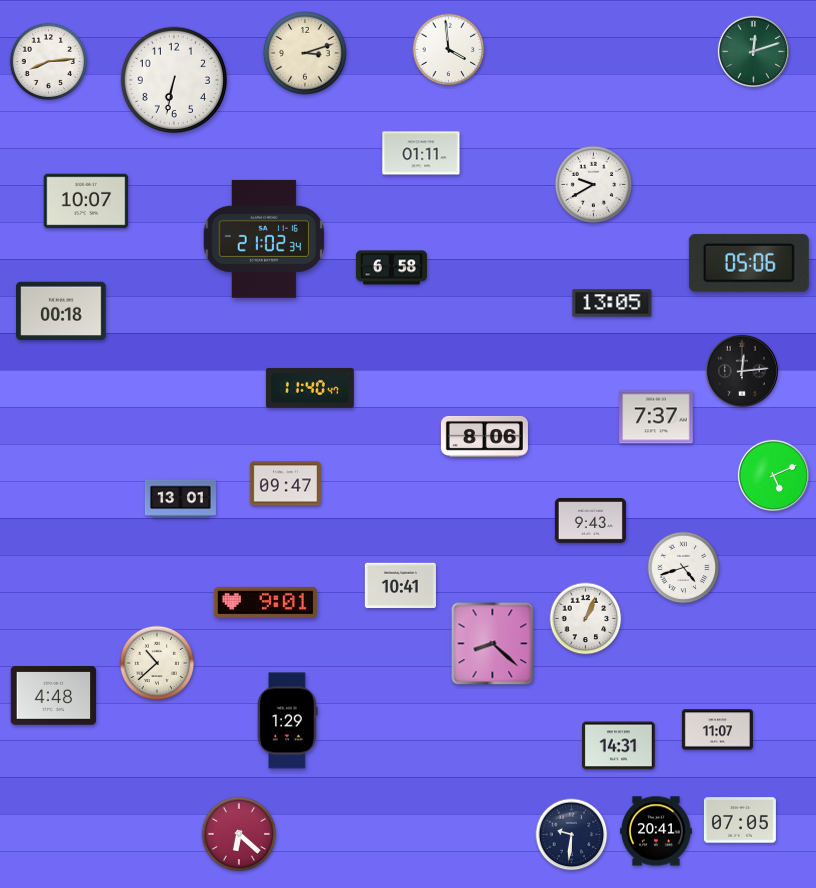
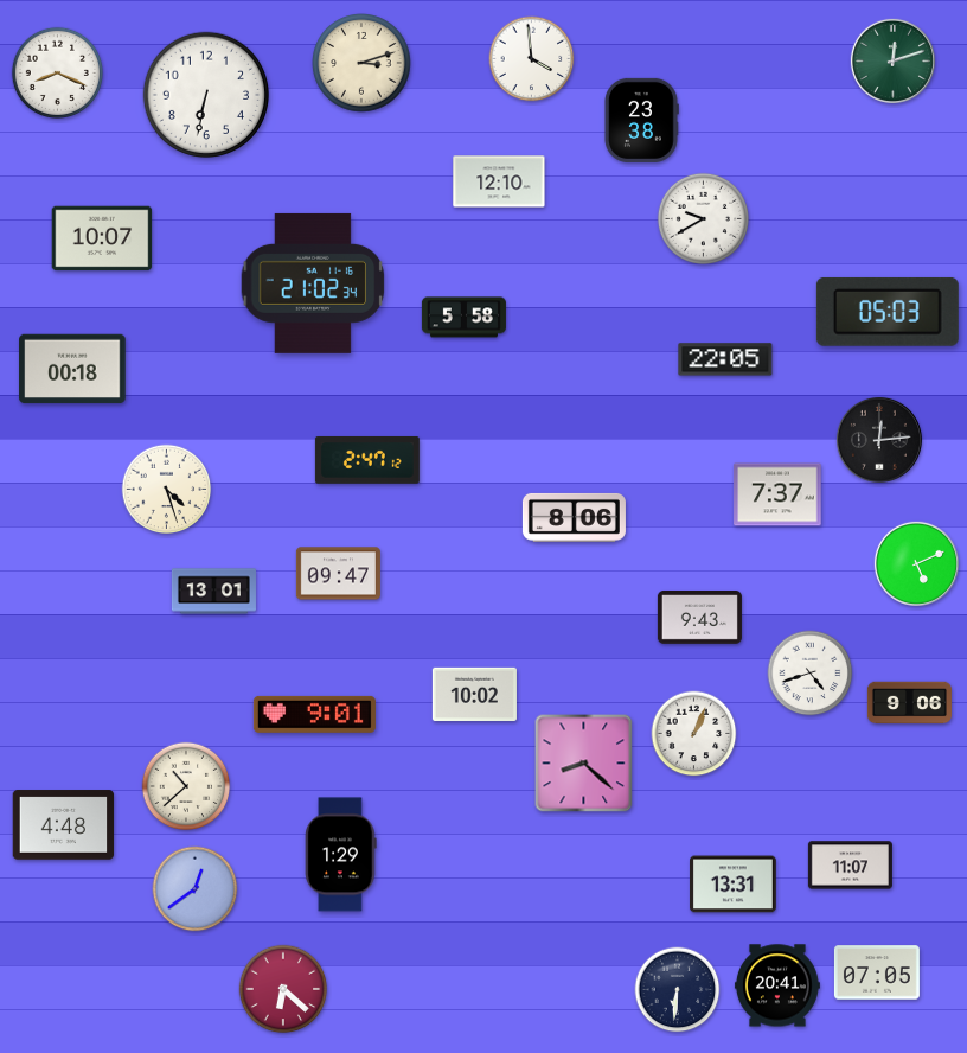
clock at (48, 61): 8:14 -> 8:19
clock at (641, 120): none -> 23:38
clock at (421, 153): 01:11 -> 12:10
clock at (749, 263): 05:06 -> 05:03
clock at (391, 268): 6:58 -> 5:58
clock at (612, 303): 13:05 -> 22:05
clock at (310, 388): 11:40 -> 2:47
clock at (167, 490): none -> 4:27
clock at (400, 586): 10:41 -> 10:02
clock at (909, 703): none -> 9:06
clock at (619, 746): 14:31 -> 13:31
clock at (196, 889): none -> 12:39
clock at (572, 835): 9:31 -> 6:31
